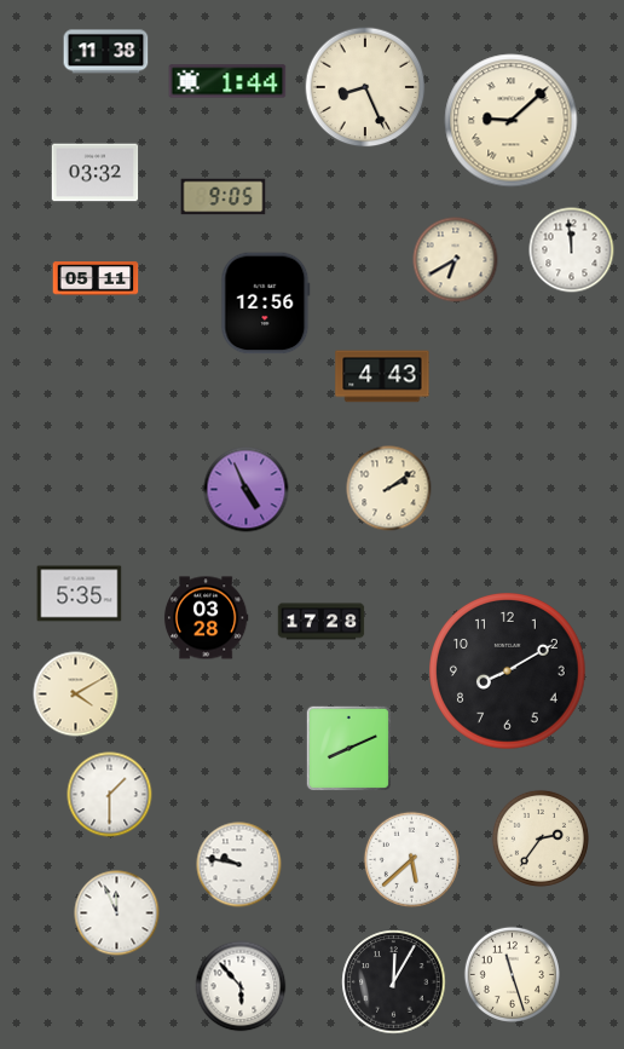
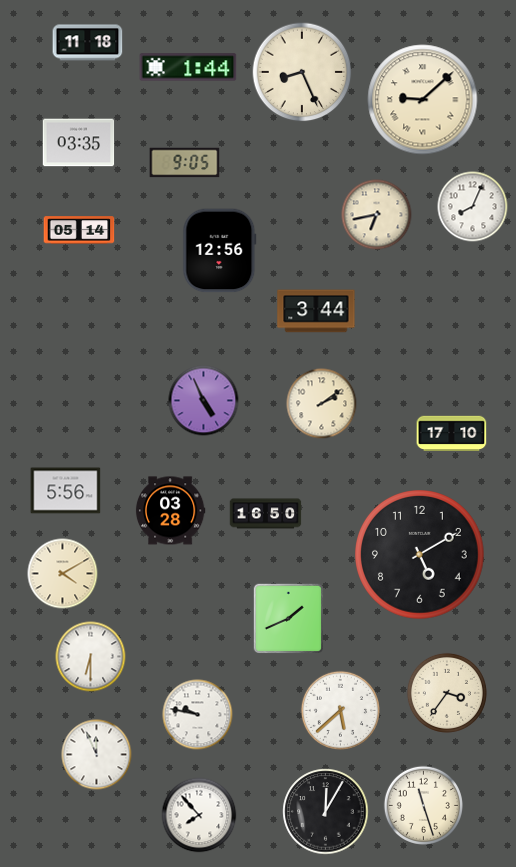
clock at (106, 52): 11:38 -> 11:18
clock at (96, 173): 03:32 -> 03:35
clock at (572, 250): 11:59 -> 8:04
clock at (456, 260): 6:40 -> 6:43
clock at (96, 278): 05:11 -> 05:14
clock at (382, 376): 4:43 -> 3:44
clock at (247, 490) position: (247, 490) -> (204, 401)
clock at (452, 434): none -> 17:10
clock at (80, 594): 5:35 -> 5:56
clock at (322, 622): 17:28 -> 16:50
clock at (508, 672): 8:10 -> 5:10
clock at (348, 748): 8:11 -> 1:41
clock at (110, 795): 1:30 -> 6:30
clock at (541, 838): 2:36 -> 3:36
clock at (241, 986): 5:53 -> 7:53
